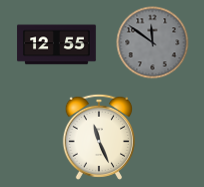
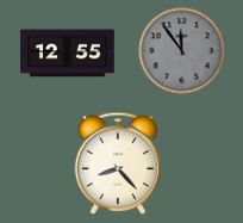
clock at (153, 43): 11:51 -> 11:54
clock at (98, 137): 11:26 -> 8:23
